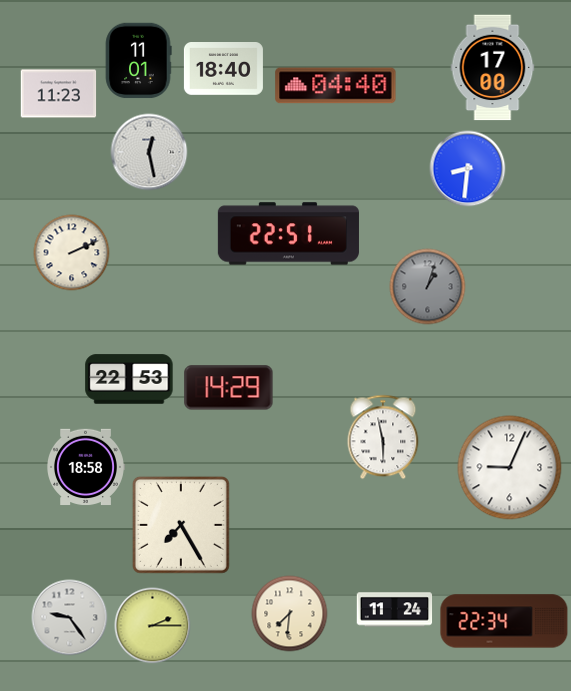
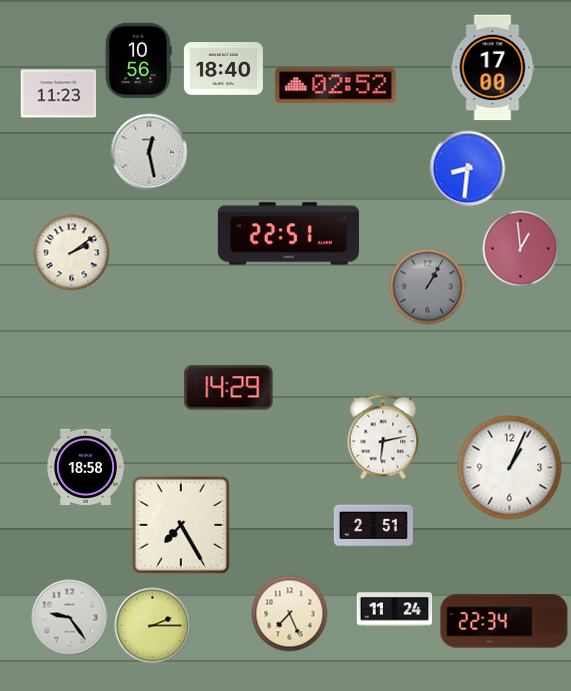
clock at (138, 61): 11:01 -> 10:56
clock at (336, 86): 04:40 -> 02:52
clock at (521, 249): none -> 12:59
clock at (72, 253): 2:11 -> 2:09
clock at (428, 287): 1:03 -> 1:05
clock at (129, 379): 22:53 -> none
clock at (383, 437): 5:58 -> 6:13
clock at (510, 468): 9:04 -> 1:04
clock at (373, 526): none -> 2:51
clock at (290, 614): 7:31 -> 7:26
